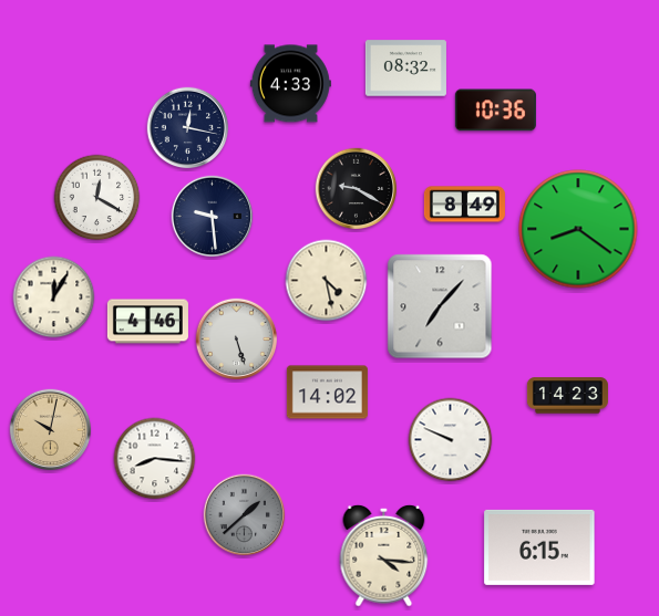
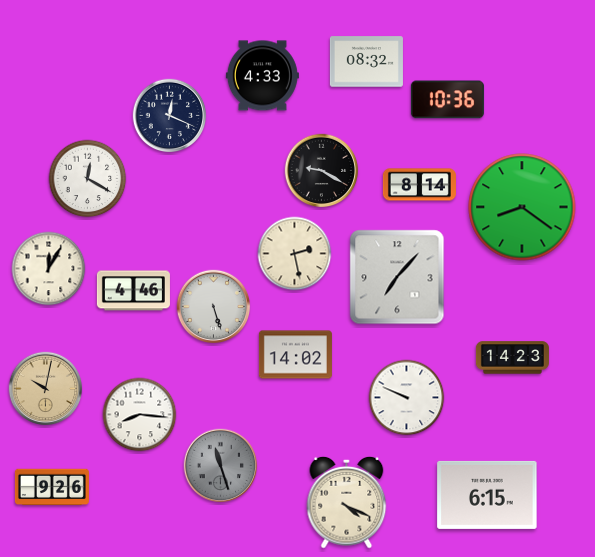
clock at (188, 128): 12:17 -> 12:19
clock at (464, 205): 8:49 -> 8:14
clock at (213, 217): 9:29 -> none
clock at (327, 281): 4:28 -> 2:28
clock at (245, 515): 1:38 -> 11:27
clock at (52, 487): none -> 9:26
clock at (384, 555): 4:16 -> 4:19
